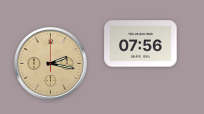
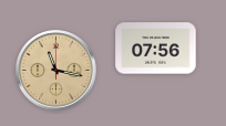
clock at (51, 64): 2:17 -> 11:17
